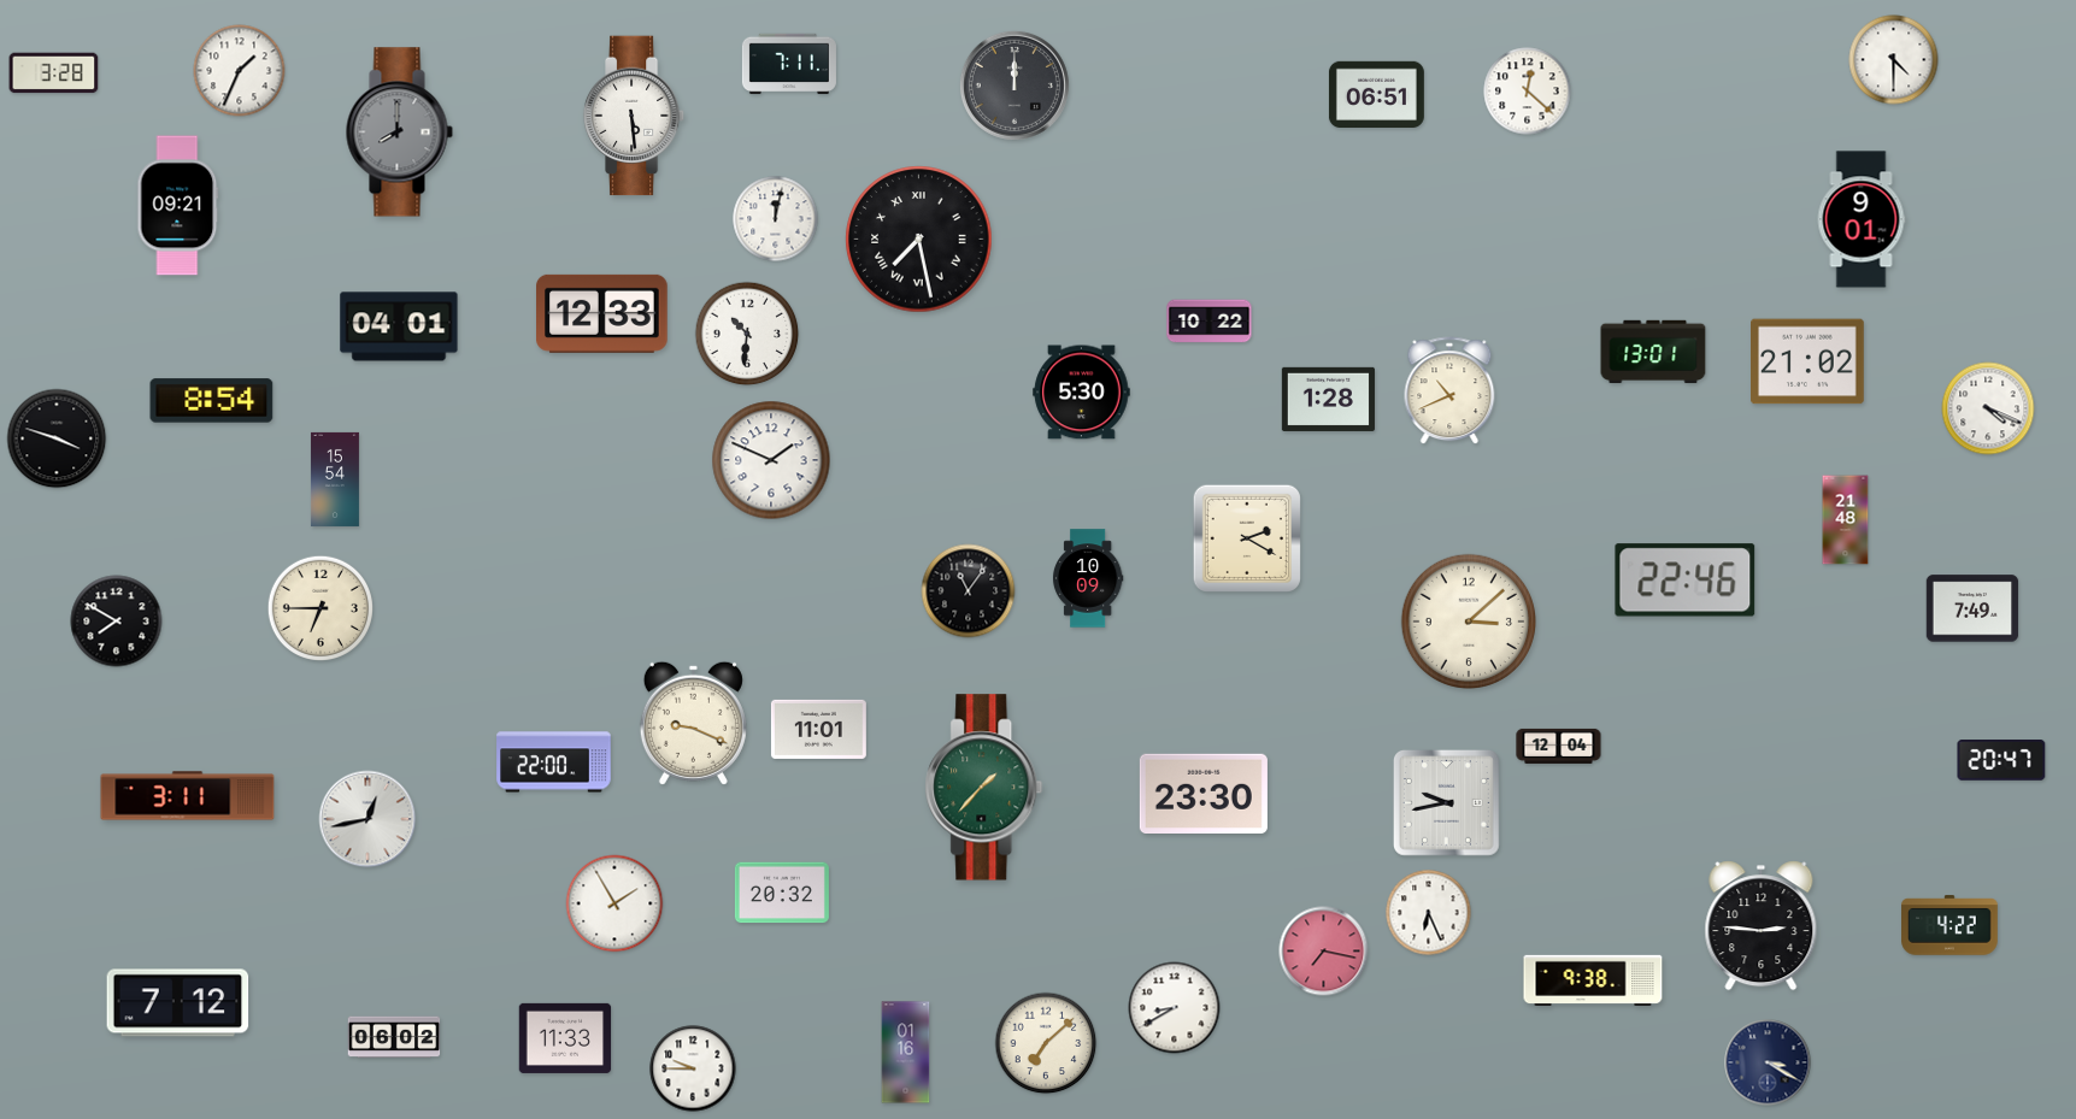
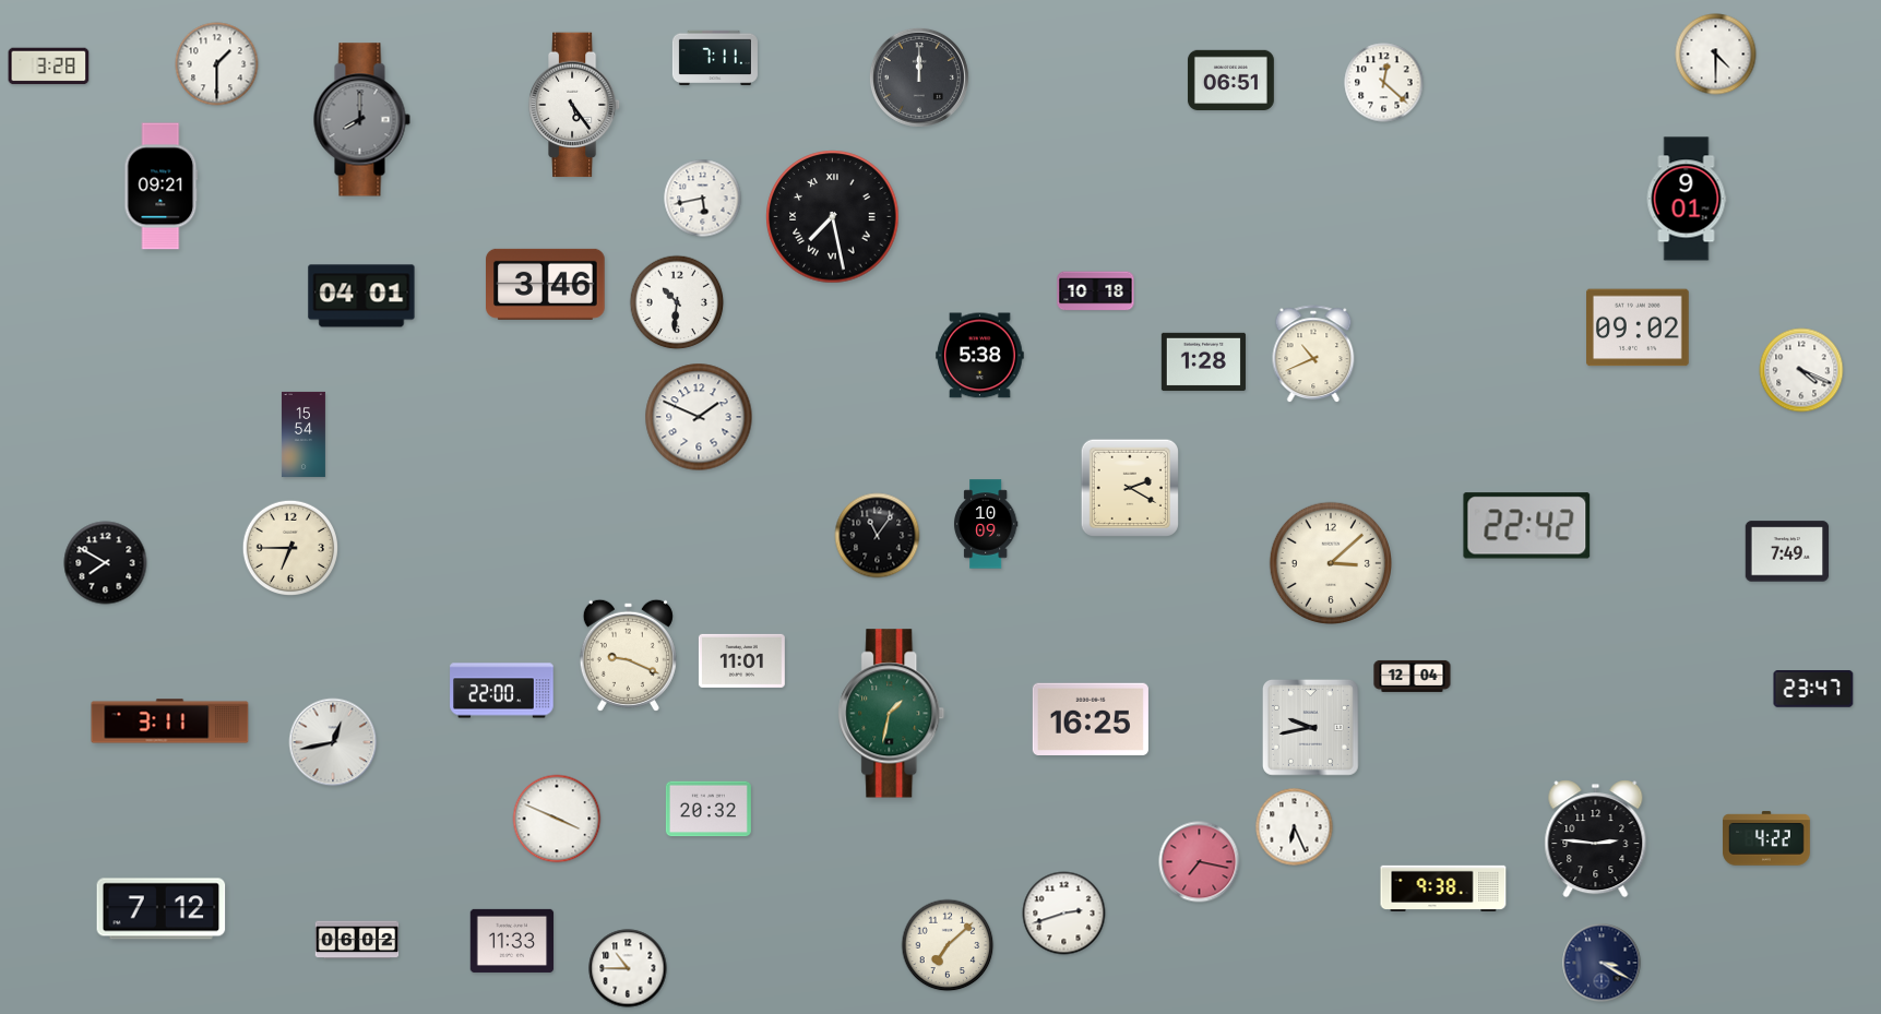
clock at (240, 71): 1:34 -> 1:30
clock at (1376, 94) position: (1376, 94) -> (1230, 80)
clock at (634, 116): 5:29 -> 5:24
clock at (776, 219): 12:02 -> 5:43
clock at (602, 313): 12:33 -> 3:46
clock at (1210, 322): 10:22 -> 10:18
clock at (1653, 352): 13:01 -> none
clock at (1809, 361): 21:02 -> 09:02
clock at (1082, 393): 5:30 -> 5:38
clock at (212, 401): 8:54 -> none
clock at (57, 438): 3:48 -> none
clock at (1846, 520): 21:48 -> none
clock at (1686, 581): 22:46 -> 22:42
clock at (319, 607) position: (319, 607) -> (289, 547)
clock at (2001, 761): 20:47 -> 23:47
clock at (984, 788): 1:37 -> 1:32
clock at (1204, 793): 23:30 -> 16:25
clock at (614, 903): 1:55 -> 3:49
clock at (1175, 1008): 8:40 -> 2:42
clock at (906, 1053): 01:16 -> none
clock at (693, 1068): 9:45 -> 10:45
